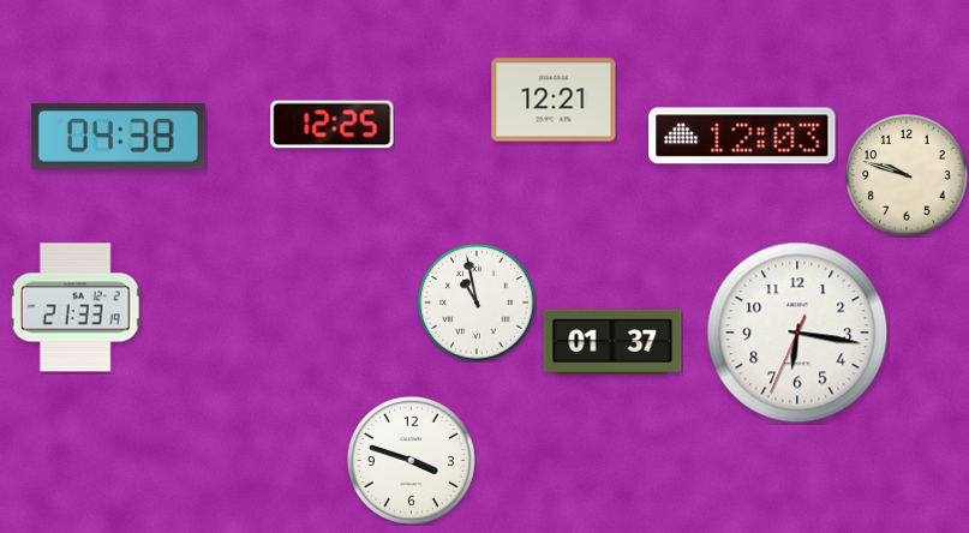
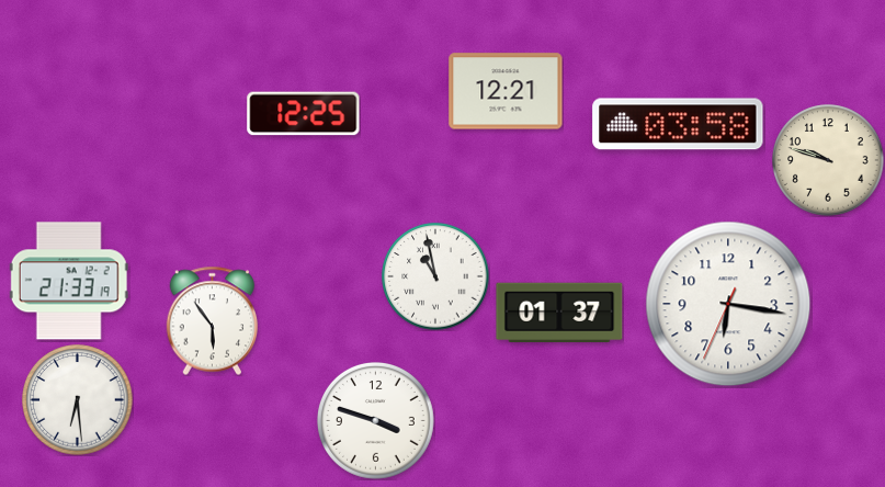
clock at (742, 136): 12:03 -> 03:58
clock at (118, 137): 04:38 -> none
clock at (213, 320): none -> 5:54
clock at (78, 400): none -> 6:29
